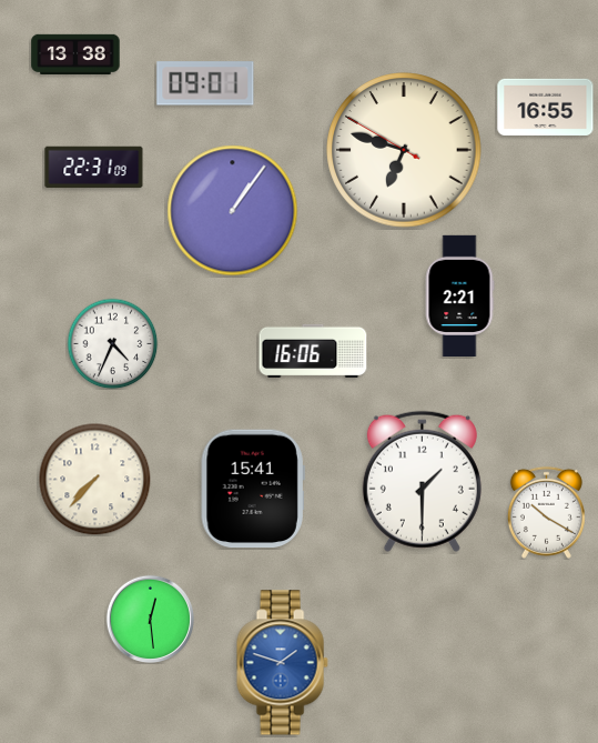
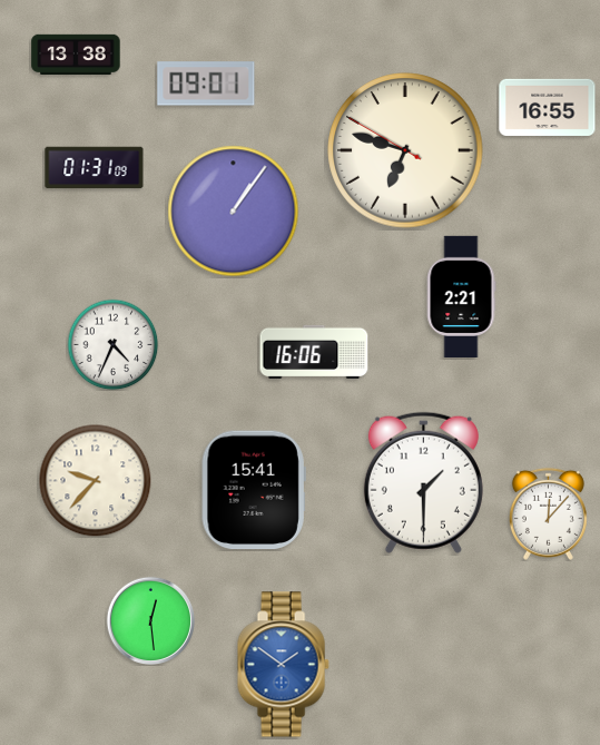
clock at (94, 168): 22:31 -> 01:31
clock at (95, 480): 7:37 -> 9:37
clock at (546, 512): 10:20 -> 12:07
clock at (282, 663): 1:48 -> 1:51
